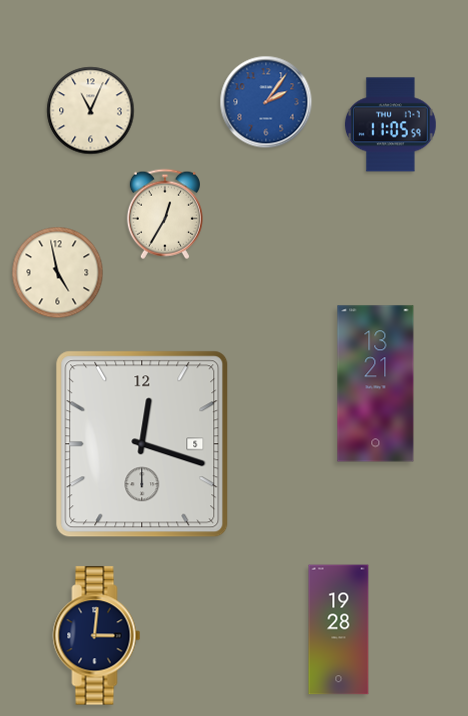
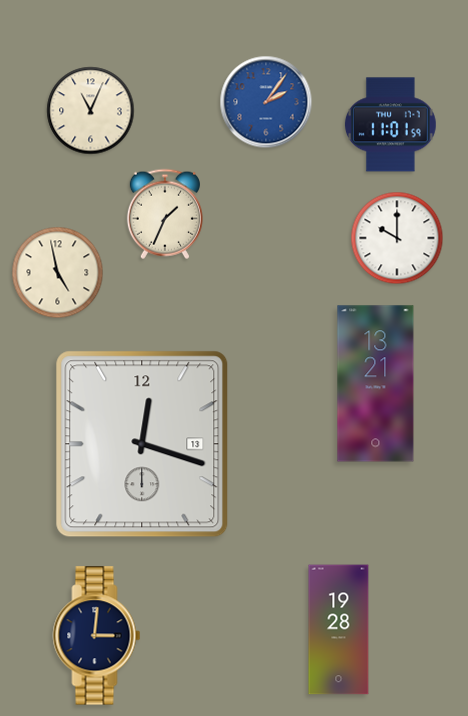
clock at (390, 125): 11:05 -> 11:01
clock at (165, 214): 12:35 -> 1:34
clock at (397, 238): none -> 10:00
clock at (142, 444) date: 5 -> 13
